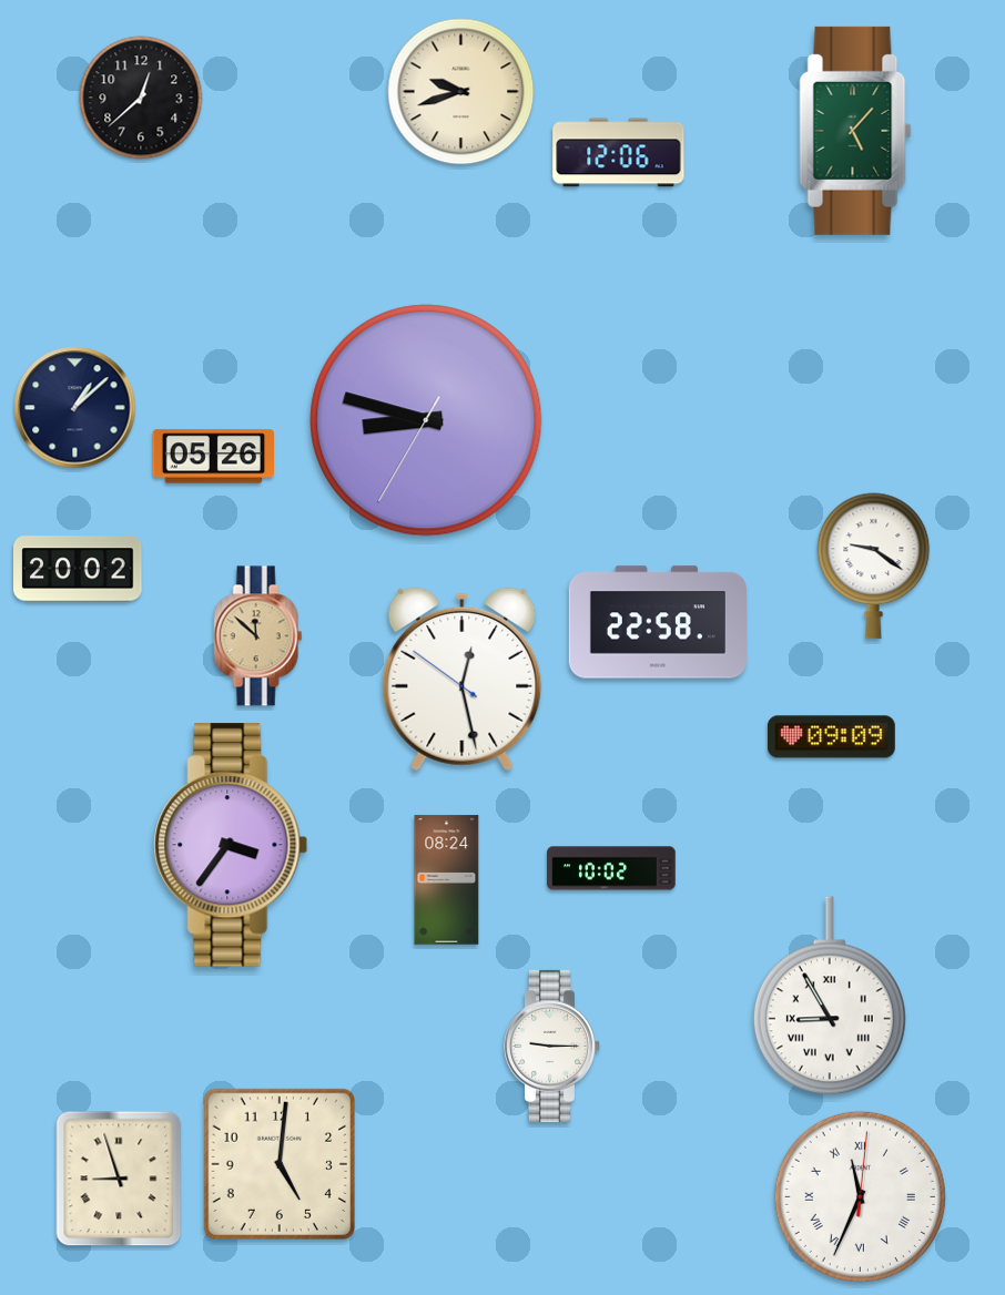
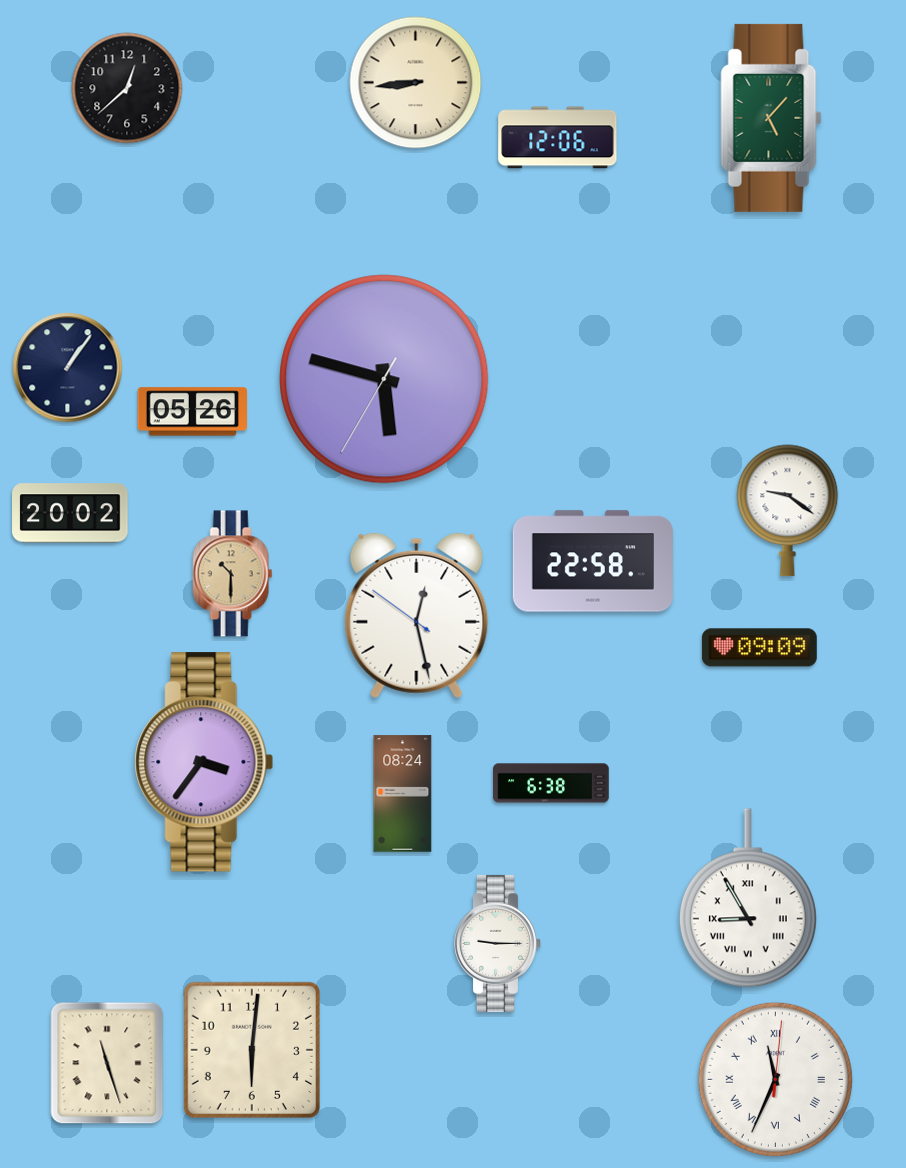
clock at (461, 92): 9:42 -> 8:44
clock at (75, 408): 1:08 -> 1:06
clock at (426, 420): 8:47 -> 5:47
clock at (258, 636): 11:52 -> 10:30
clock at (463, 680) position: (463, 680) -> (417, 616)
clock at (831, 737) position: (831, 737) -> (759, 648)
clock at (231, 845) position: (231, 845) -> (204, 762)
clock at (611, 868): 10:02 -> 6:38
clock at (280, 1164): 5:01 -> 6:01
clock at (119, 1179): 8:57 -> 11:27
